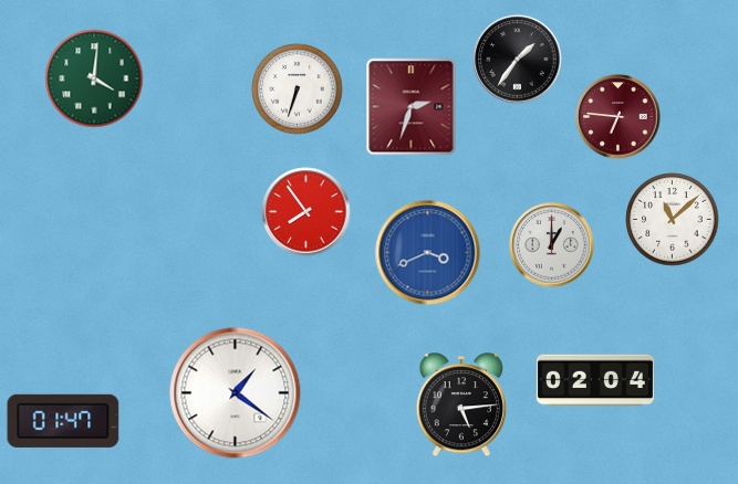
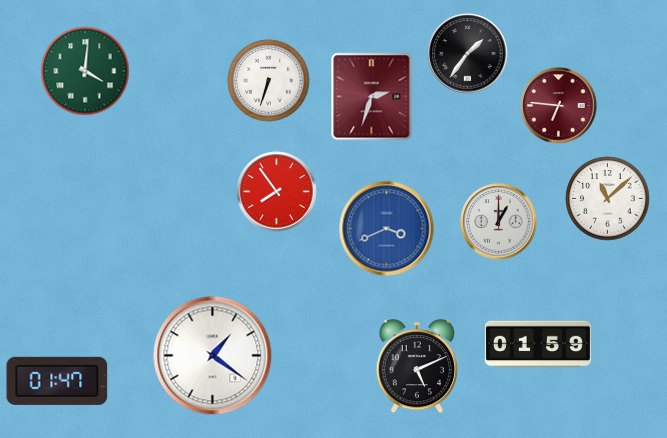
clock at (595, 380): 02:04 -> 01:59
clock at (461, 406): 5:14 -> 5:11
